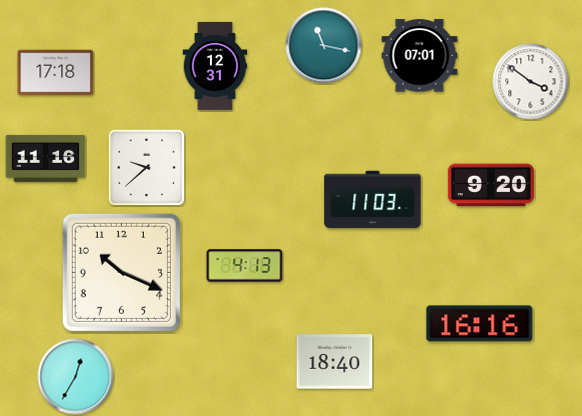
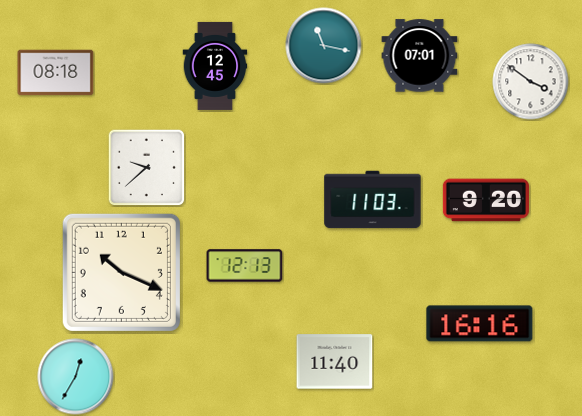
clock at (215, 66): 12:31 -> 12:45
clock at (56, 73): 17:18 -> 08:18
clock at (46, 158): 11:16 -> none
clock at (491, 185) position: (491, 185) -> (486, 200)
clock at (245, 266): 4:13 -> 12:13
clock at (335, 362): 18:40 -> 11:40
